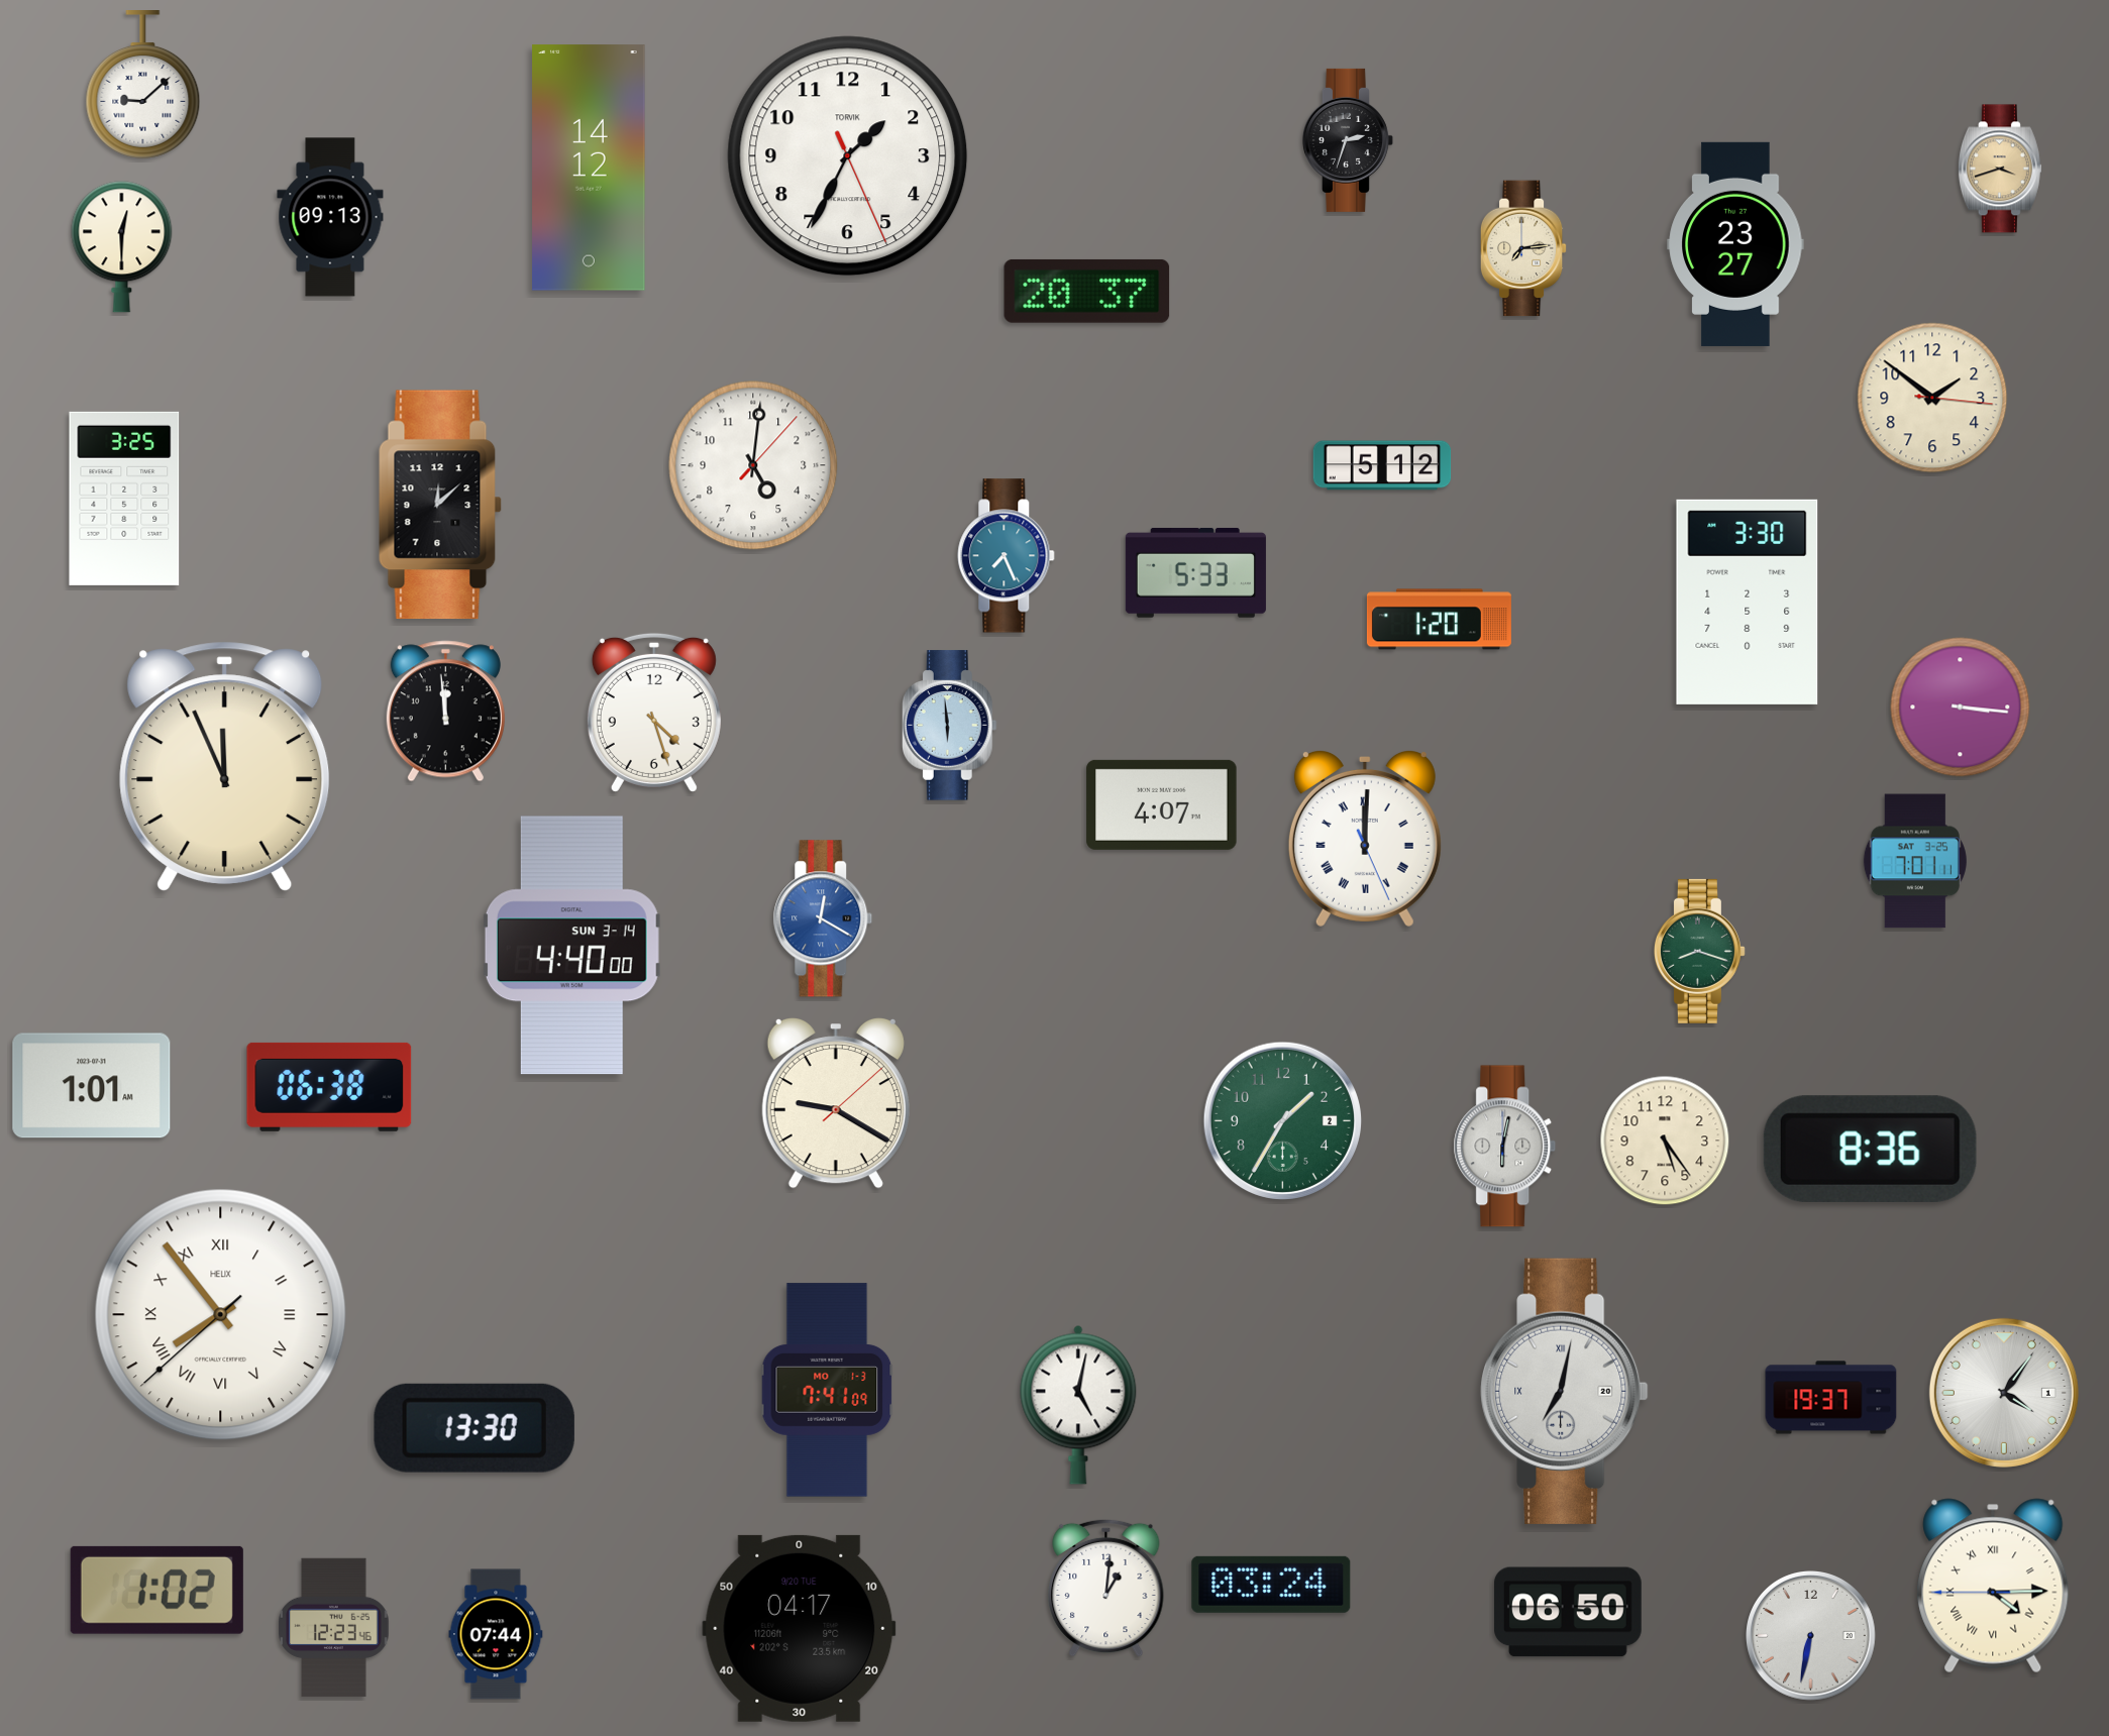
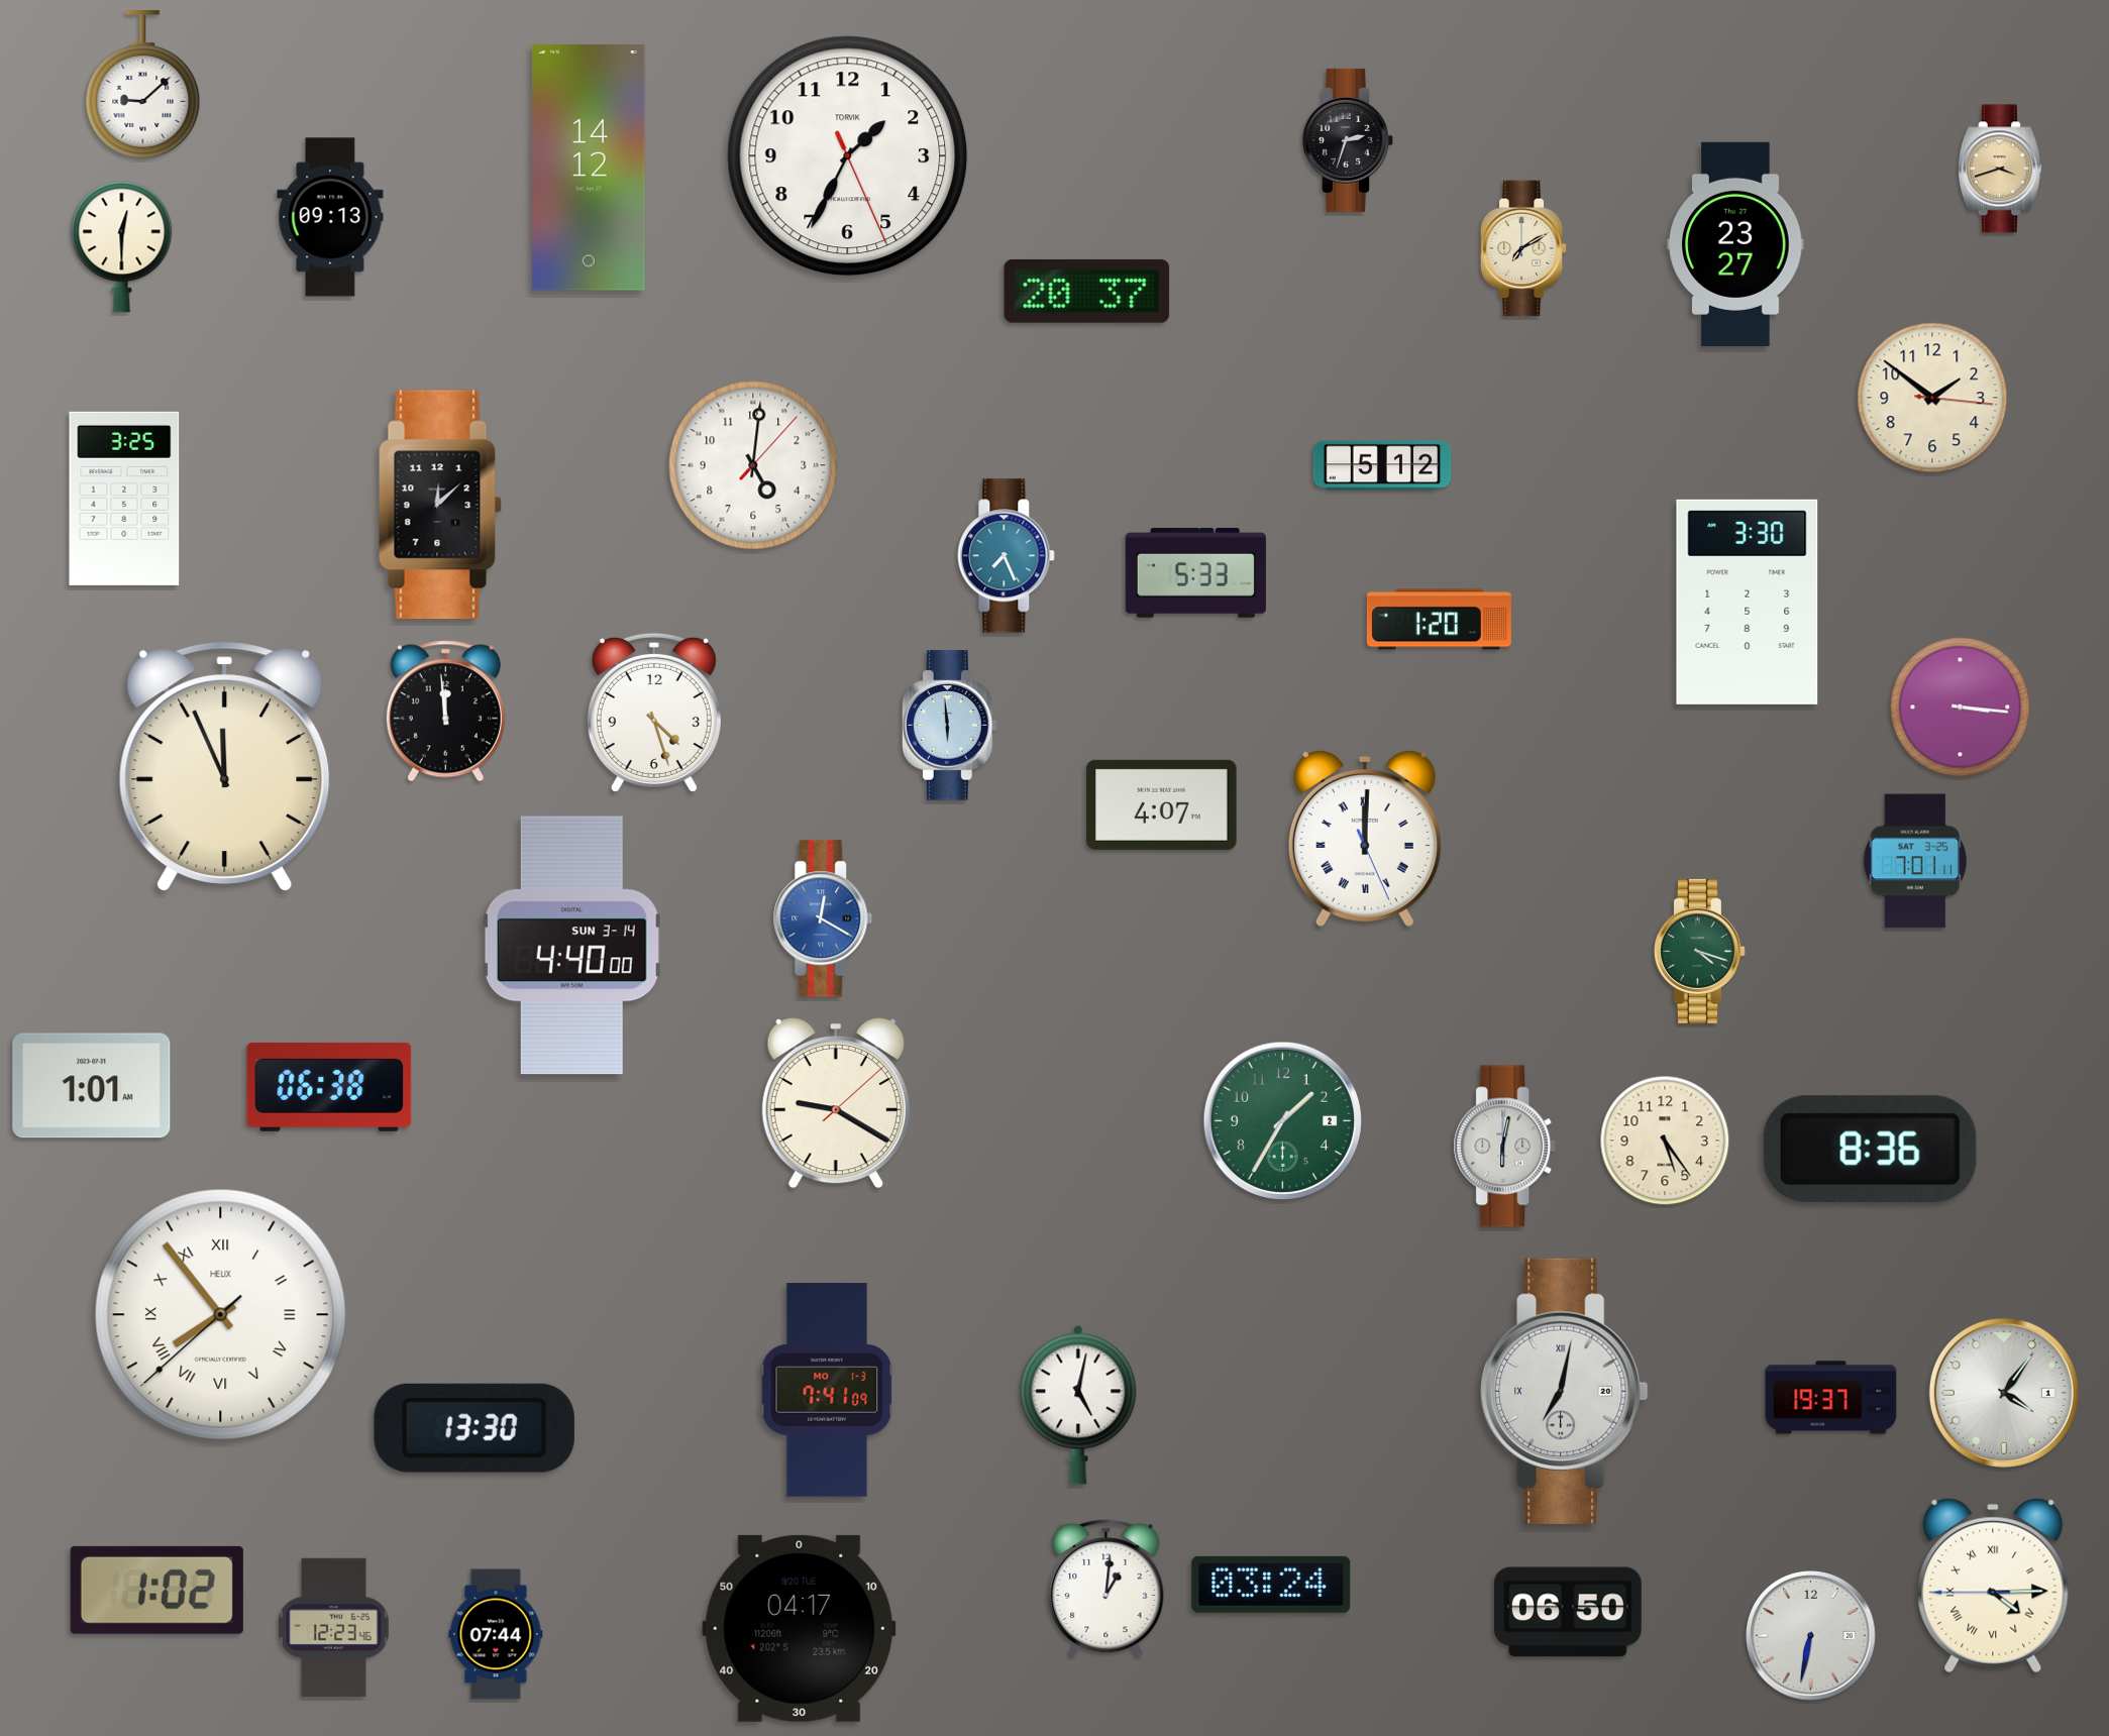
clock at (1523, 248): 7:14 -> 7:10
clock at (1699, 951): 8:18 -> 4:18
